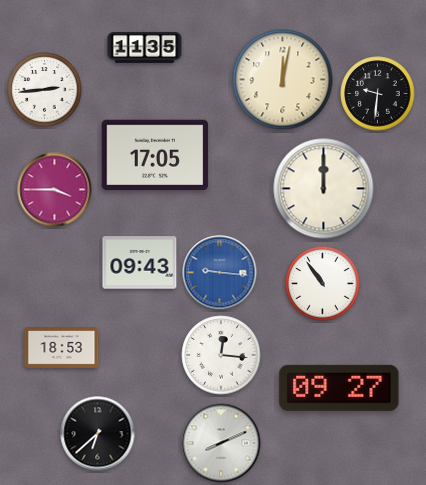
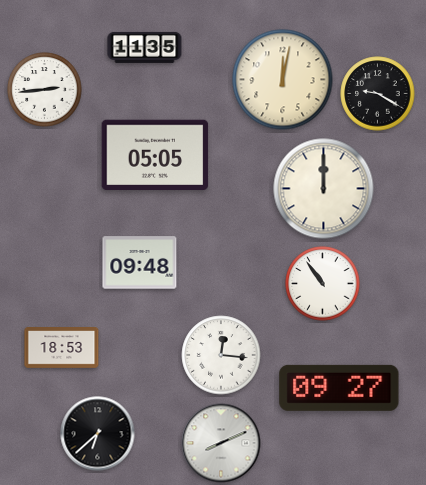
clock at (378, 94): 9:31 -> 9:20
clock at (155, 155): 17:05 -> 05:05
clock at (55, 190): 3:45 -> none
clock at (140, 263): 09:43 -> 09:48
clock at (220, 273): 9:16 -> none
